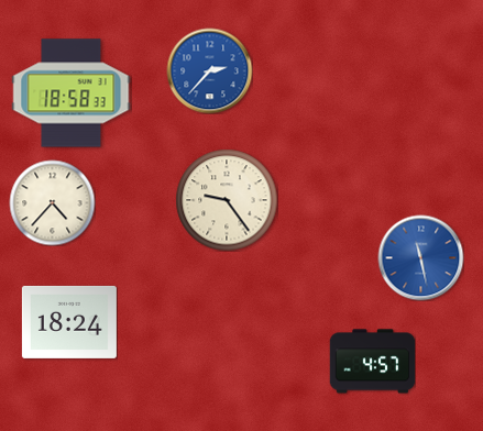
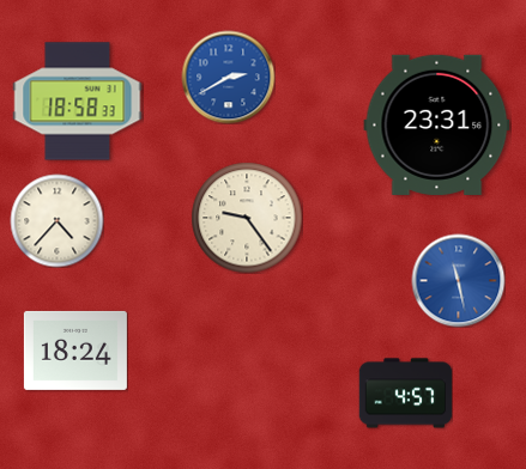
clock at (209, 70): 2:37 -> 2:40
clock at (437, 124): none -> 23:31
